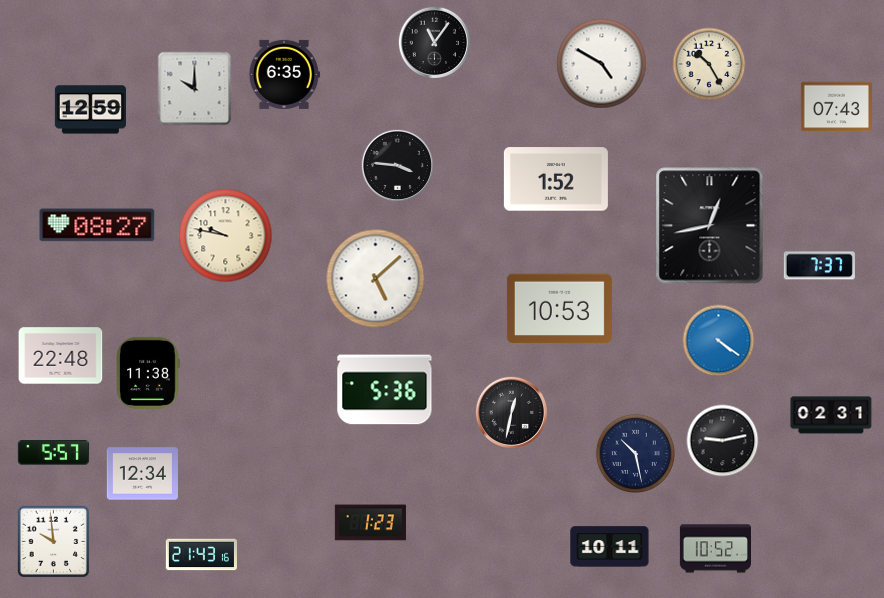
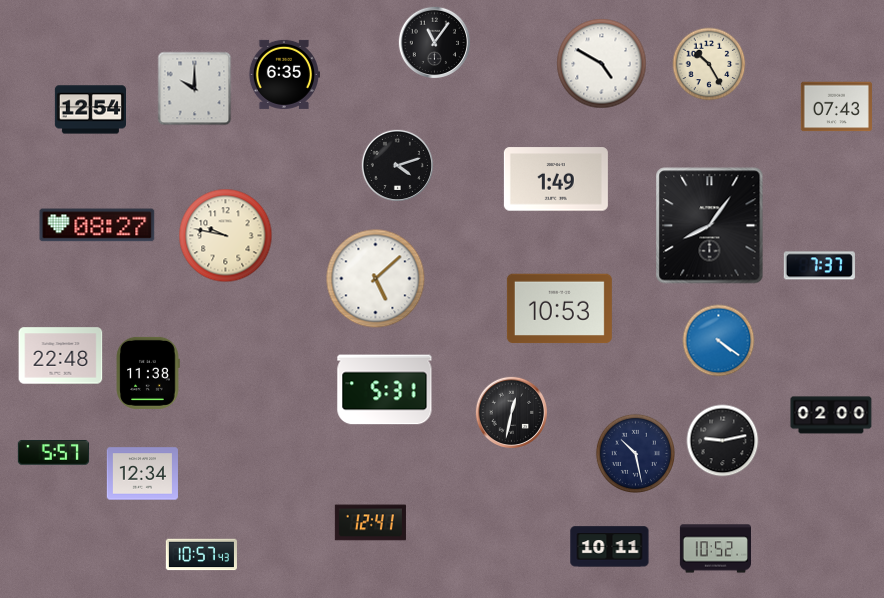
clock at (90, 110): 12:59 -> 12:54
clock at (397, 165): 3:46 -> 4:12
clock at (556, 179): 1:52 -> 1:49
clock at (710, 226): 12:43 -> 8:06
clock at (385, 390): 5:36 -> 5:31
clock at (831, 415): 02:31 -> 02:00
clock at (370, 523): 1:23 -> 12:41
clock at (54, 542): 9:59 -> none
clock at (201, 555): 21:43 -> 10:57
